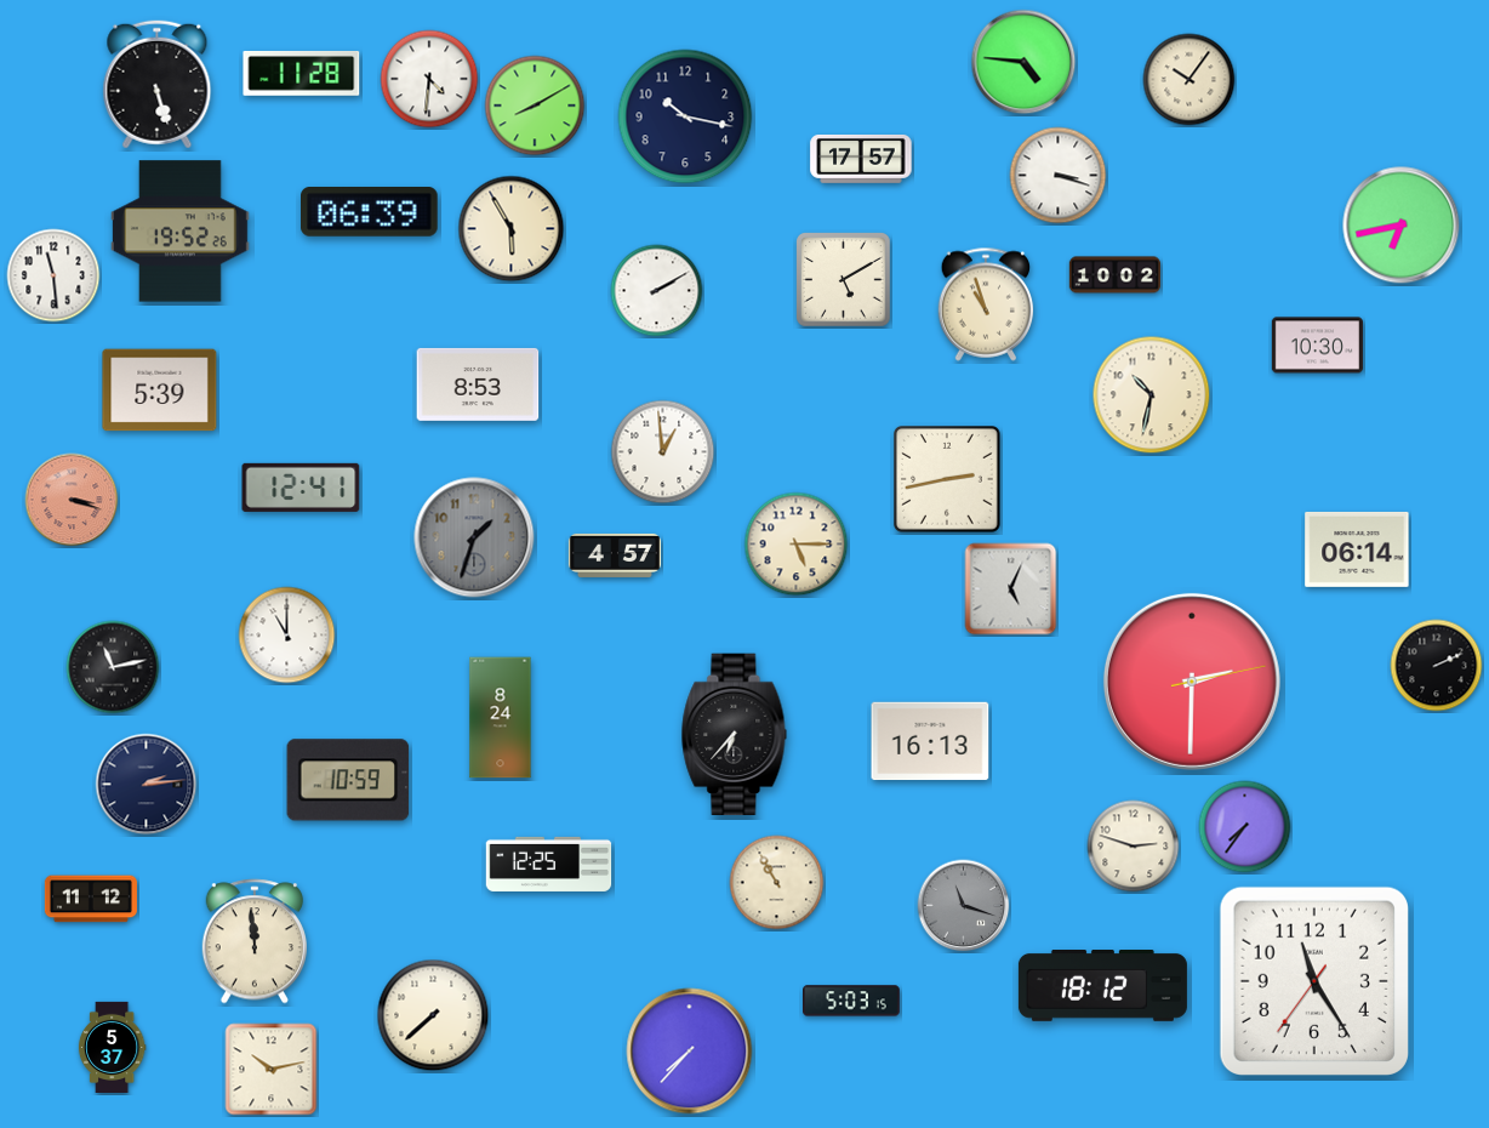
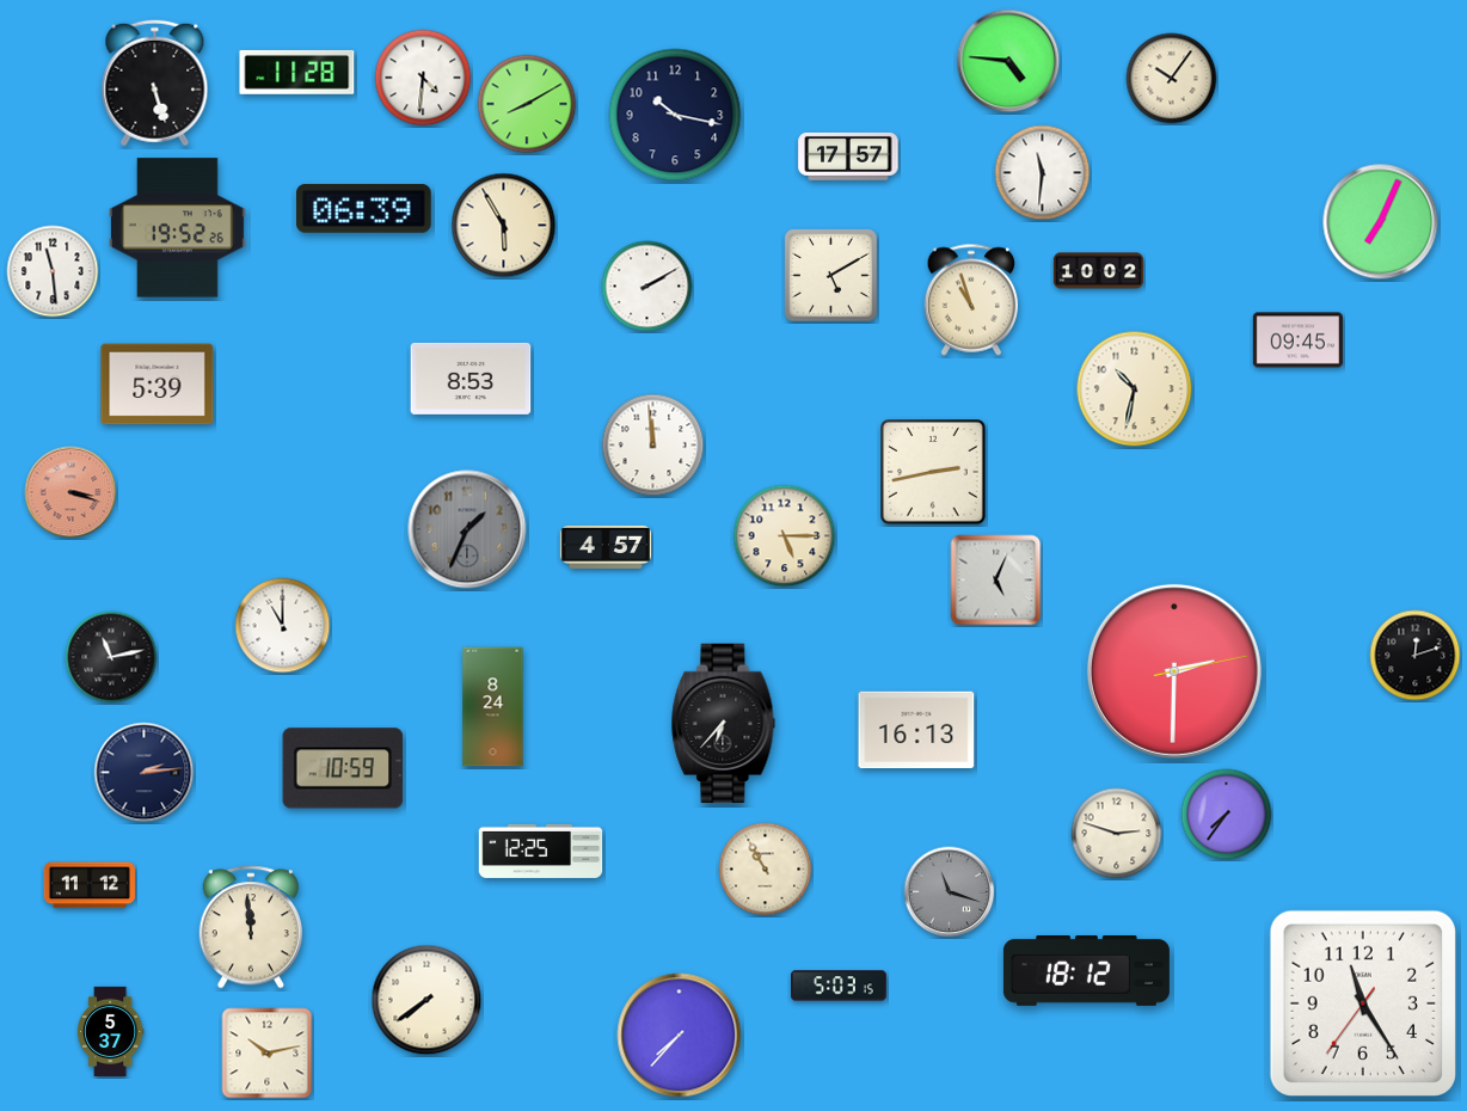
clock at (1059, 176): 3:18 -> 11:31
clock at (1402, 226): 6:43 -> 7:04
clock at (1317, 346): 10:30 -> 09:45
clock at (663, 452): 12:59 -> 11:59
clock at (301, 488): 12:41 -> none
clock at (474, 537): 1:33 -> 1:34
clock at (1357, 549): 06:14 -> none
clock at (1437, 666): 2:11 -> 12:12
clock at (1314, 981) position: (1314, 981) -> (1363, 1003)
clock at (433, 1015): 7:38 -> 7:39
